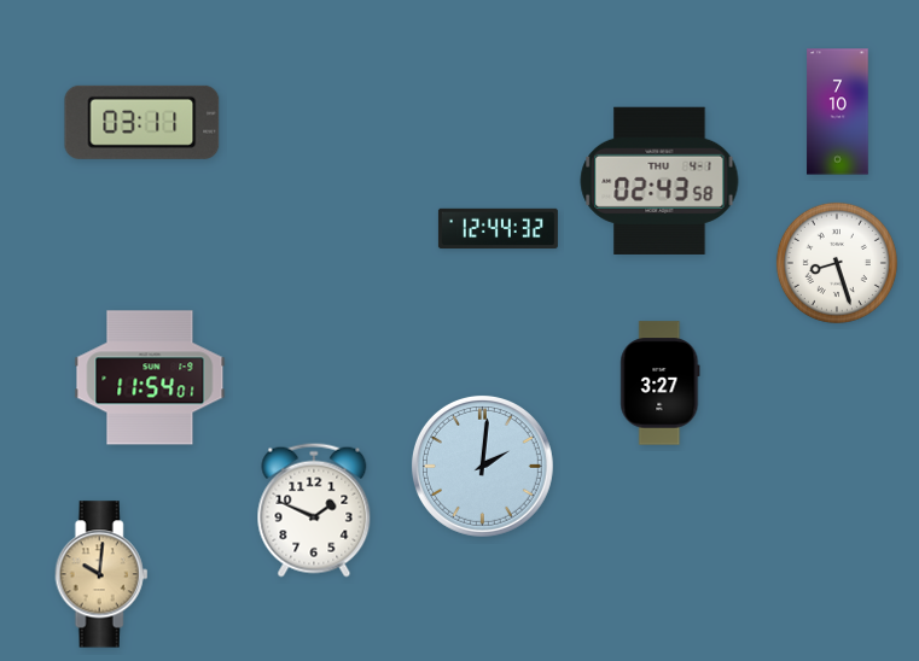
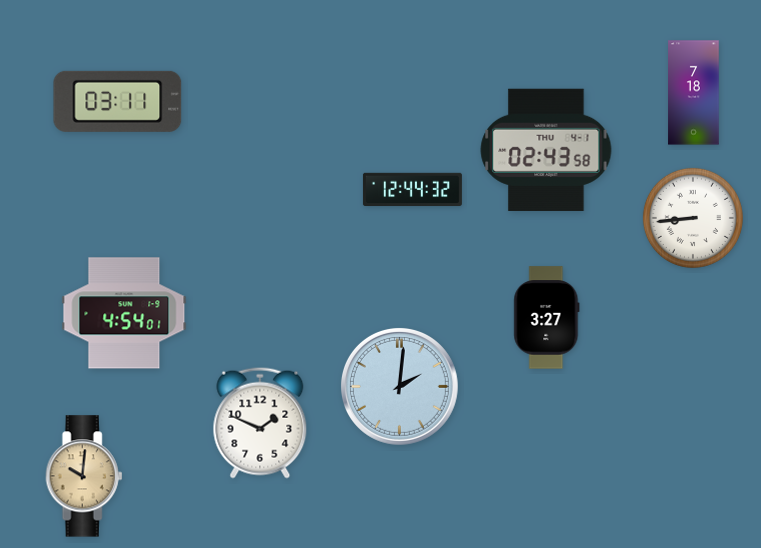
clock at (838, 112): 7:10 -> 7:18
clock at (837, 263): 8:27 -> 8:44
clock at (150, 378): 11:54 -> 4:54
